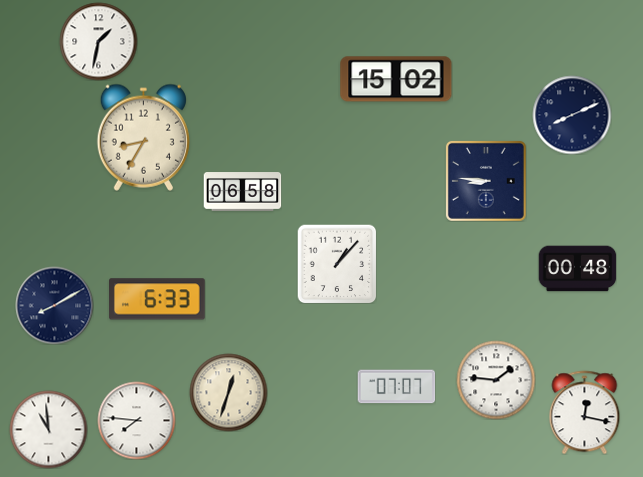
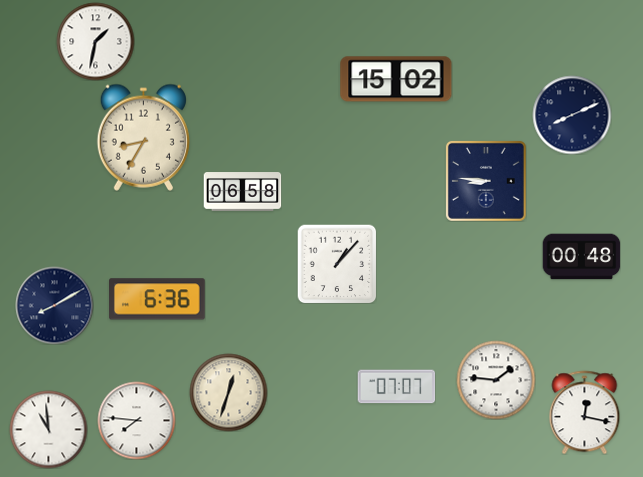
clock at (98, 41) position: (98, 41) -> (95, 41)
clock at (577, 269) position: (577, 269) -> (581, 257)
clock at (158, 299): 6:33 -> 6:36
